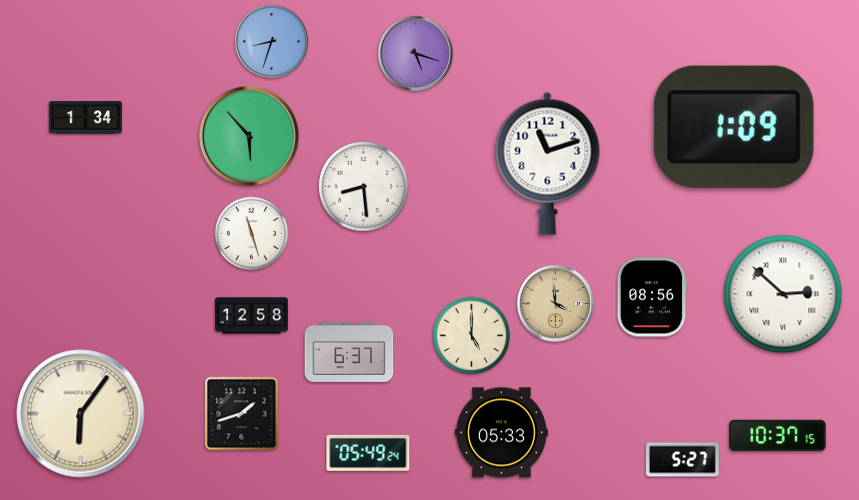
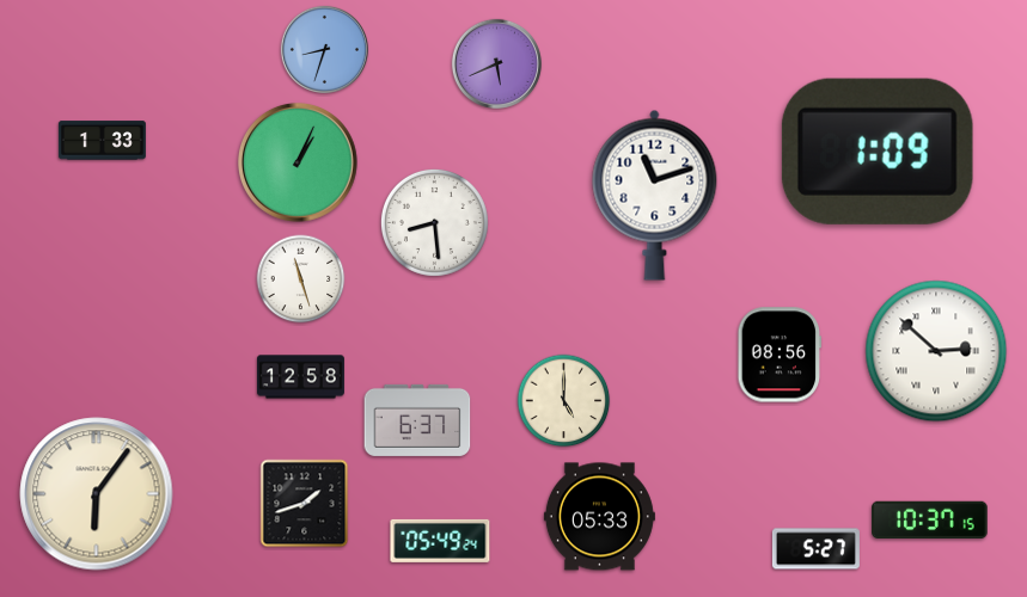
clock at (415, 53): 5:18 -> 5:41
clock at (85, 118): 1:34 -> 1:33
clock at (249, 136): 5:53 -> 1:04
clock at (555, 303): 3:59 -> none
clock at (242, 414) position: (242, 414) -> (305, 504)
